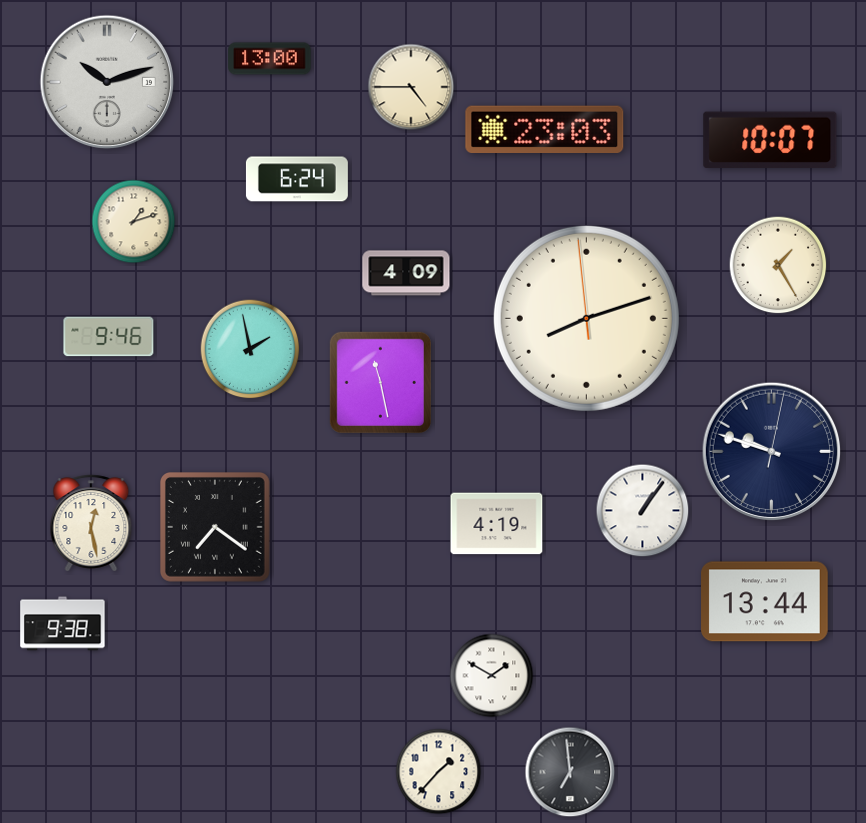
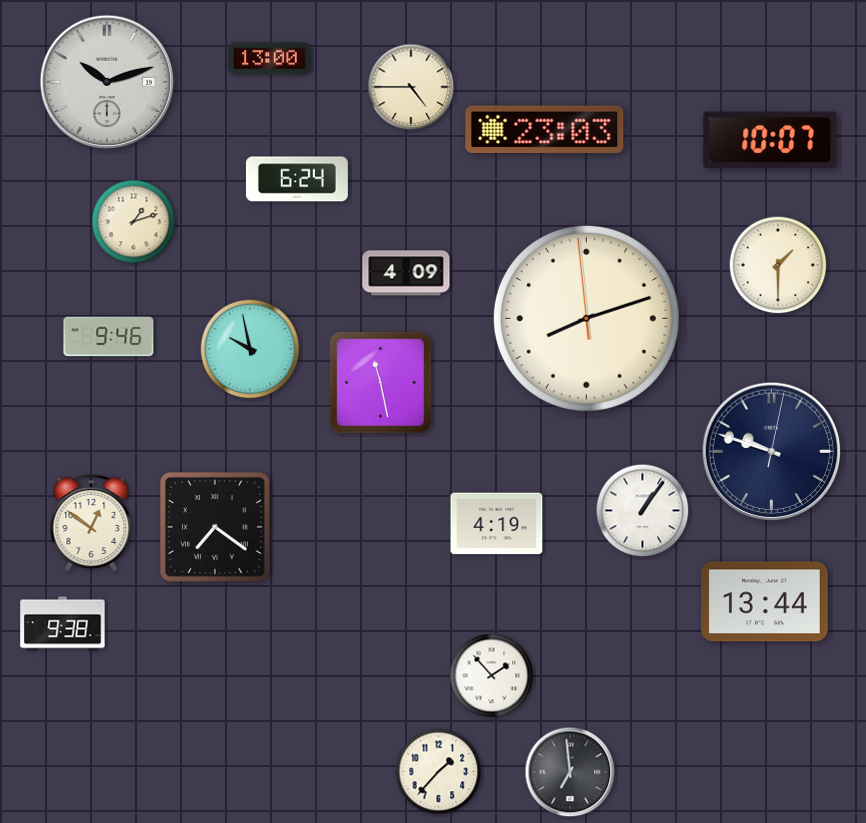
clock at (778, 265): 1:25 -> 1:30
clock at (250, 349): 1:58 -> 9:58
clock at (91, 523): 12:28 -> 12:51
clock at (492, 676): 1:50 -> 1:53
